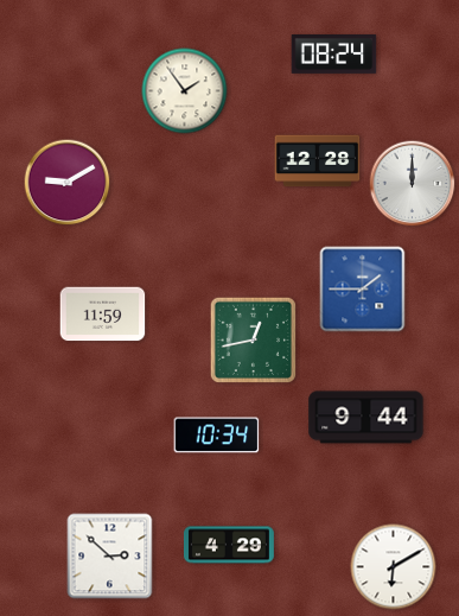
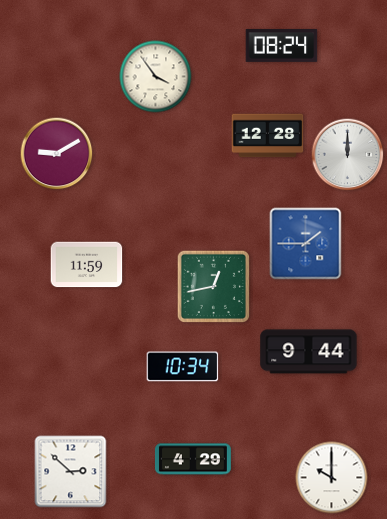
clock at (185, 91): 1:54 -> 3:54
clock at (110, 557) position: (110, 557) -> (71, 472)
clock at (394, 567): 6:10 -> 10:00
